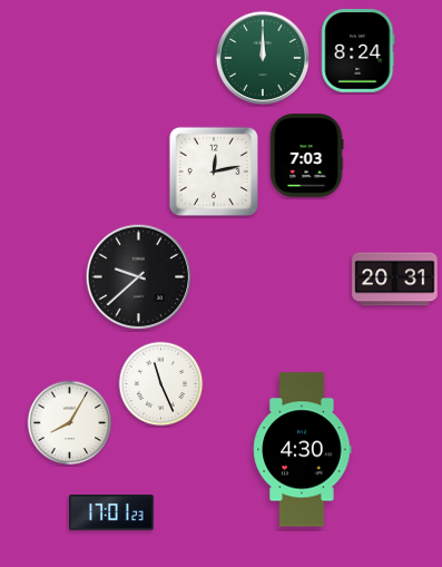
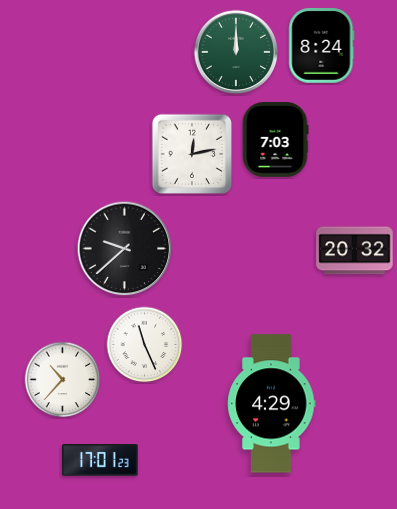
clock at (395, 280): 20:31 -> 20:32
clock at (70, 423): 8:05 -> 10:37
clock at (303, 450): 4:30 -> 4:29
